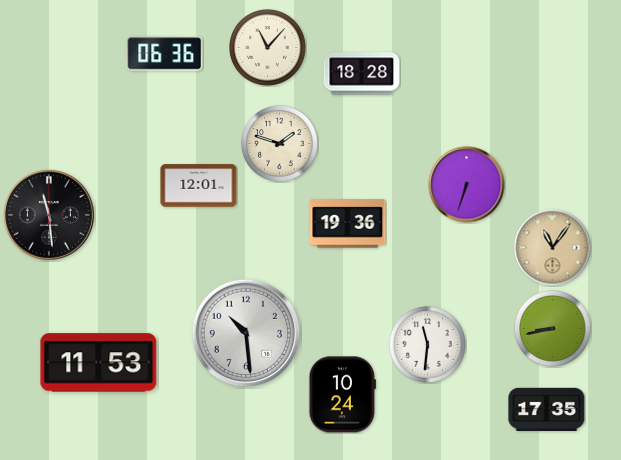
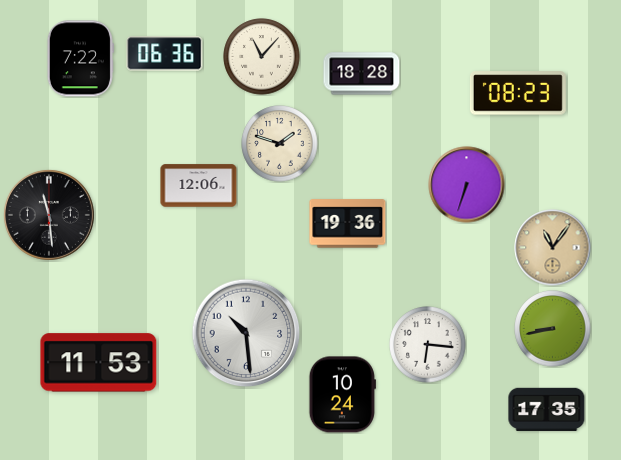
clock at (268, 48) position: (268, 48) -> (262, 57)
clock at (80, 59): none -> 7:22
clock at (518, 93): none -> 08:23
clock at (199, 186): 12:01 -> 12:06
clock at (428, 345): 11:31 -> 6:16
